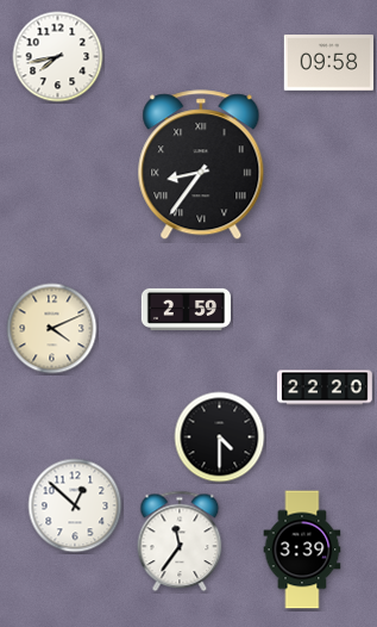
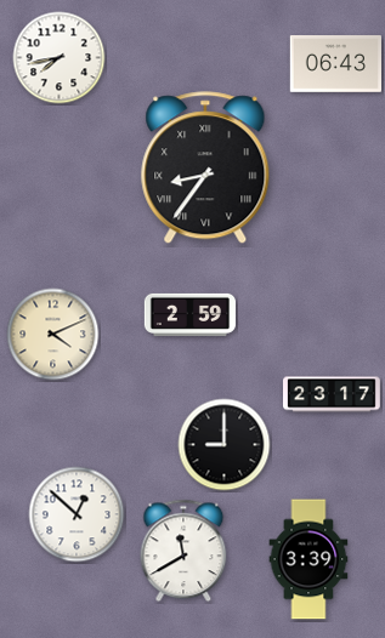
clock at (328, 63): 09:58 -> 06:43
clock at (326, 387): 22:20 -> 23:17
clock at (220, 437): 4:30 -> 9:00
clock at (180, 541): 11:36 -> 11:40
